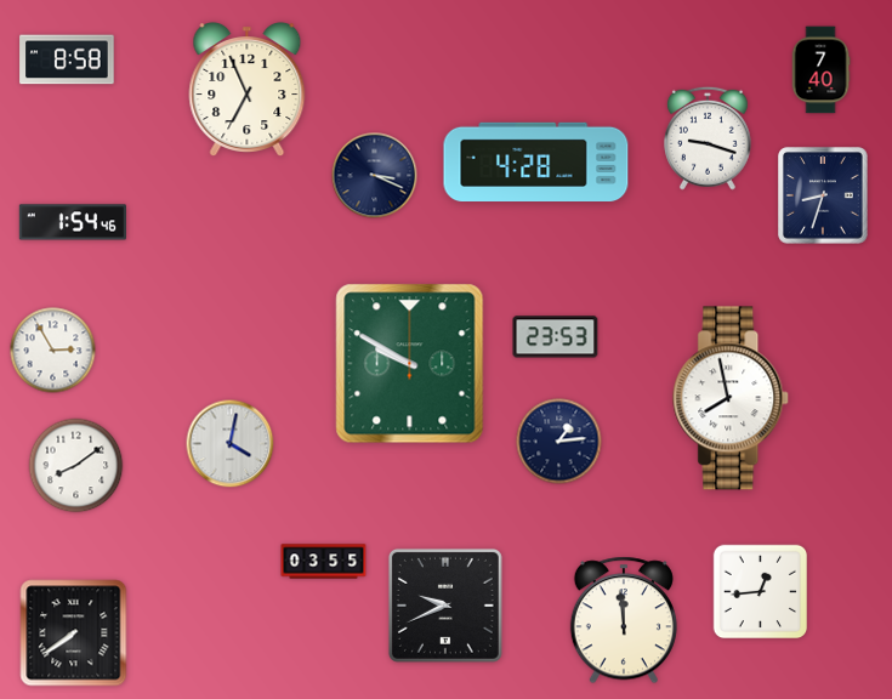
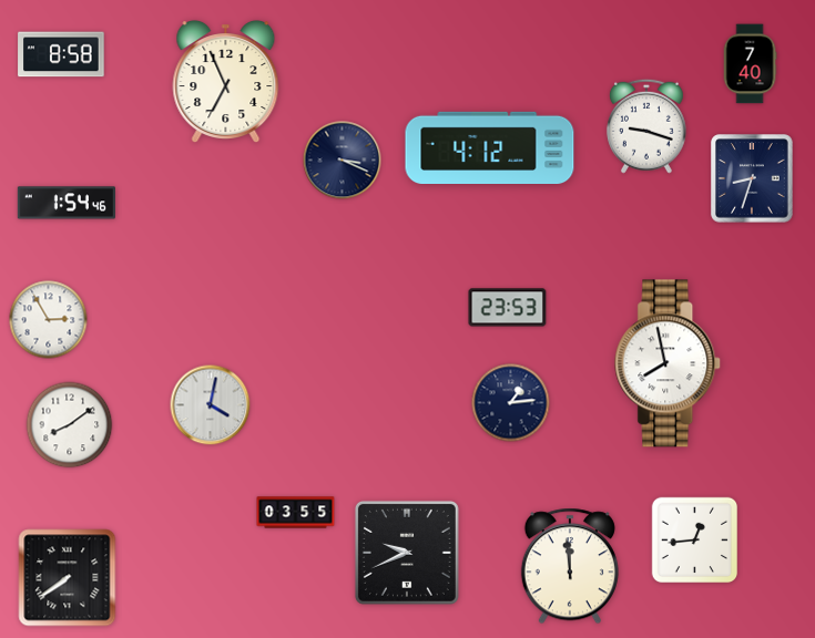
clock at (536, 161): 4:28 -> 4:12
clock at (410, 364): 9:50 -> none
